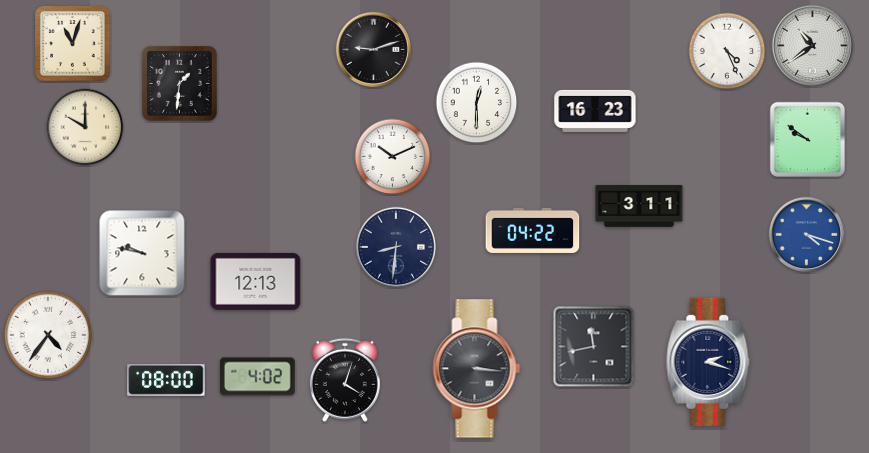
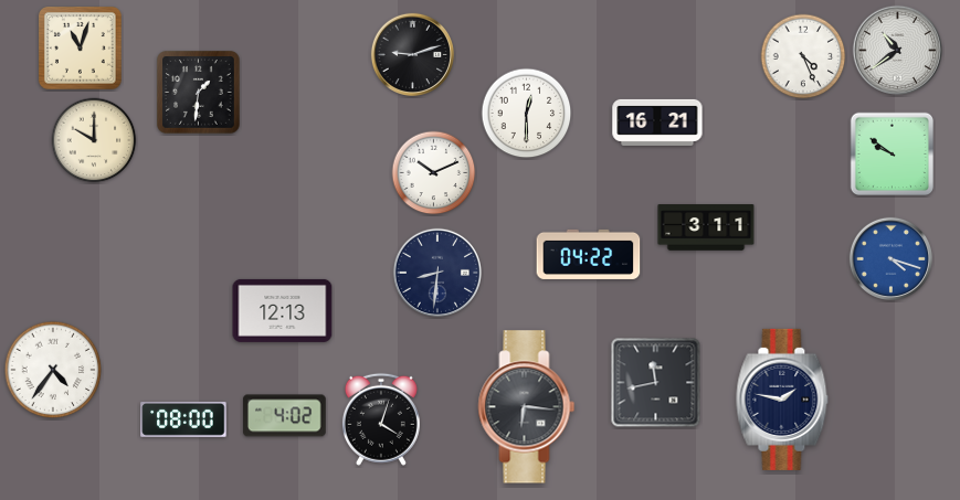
clock at (595, 111): 16:23 -> 16:21
clock at (142, 253): 9:47 -> none
clock at (708, 362): 2:18 -> 1:47
clock at (477, 369): 3:16 -> 6:16
